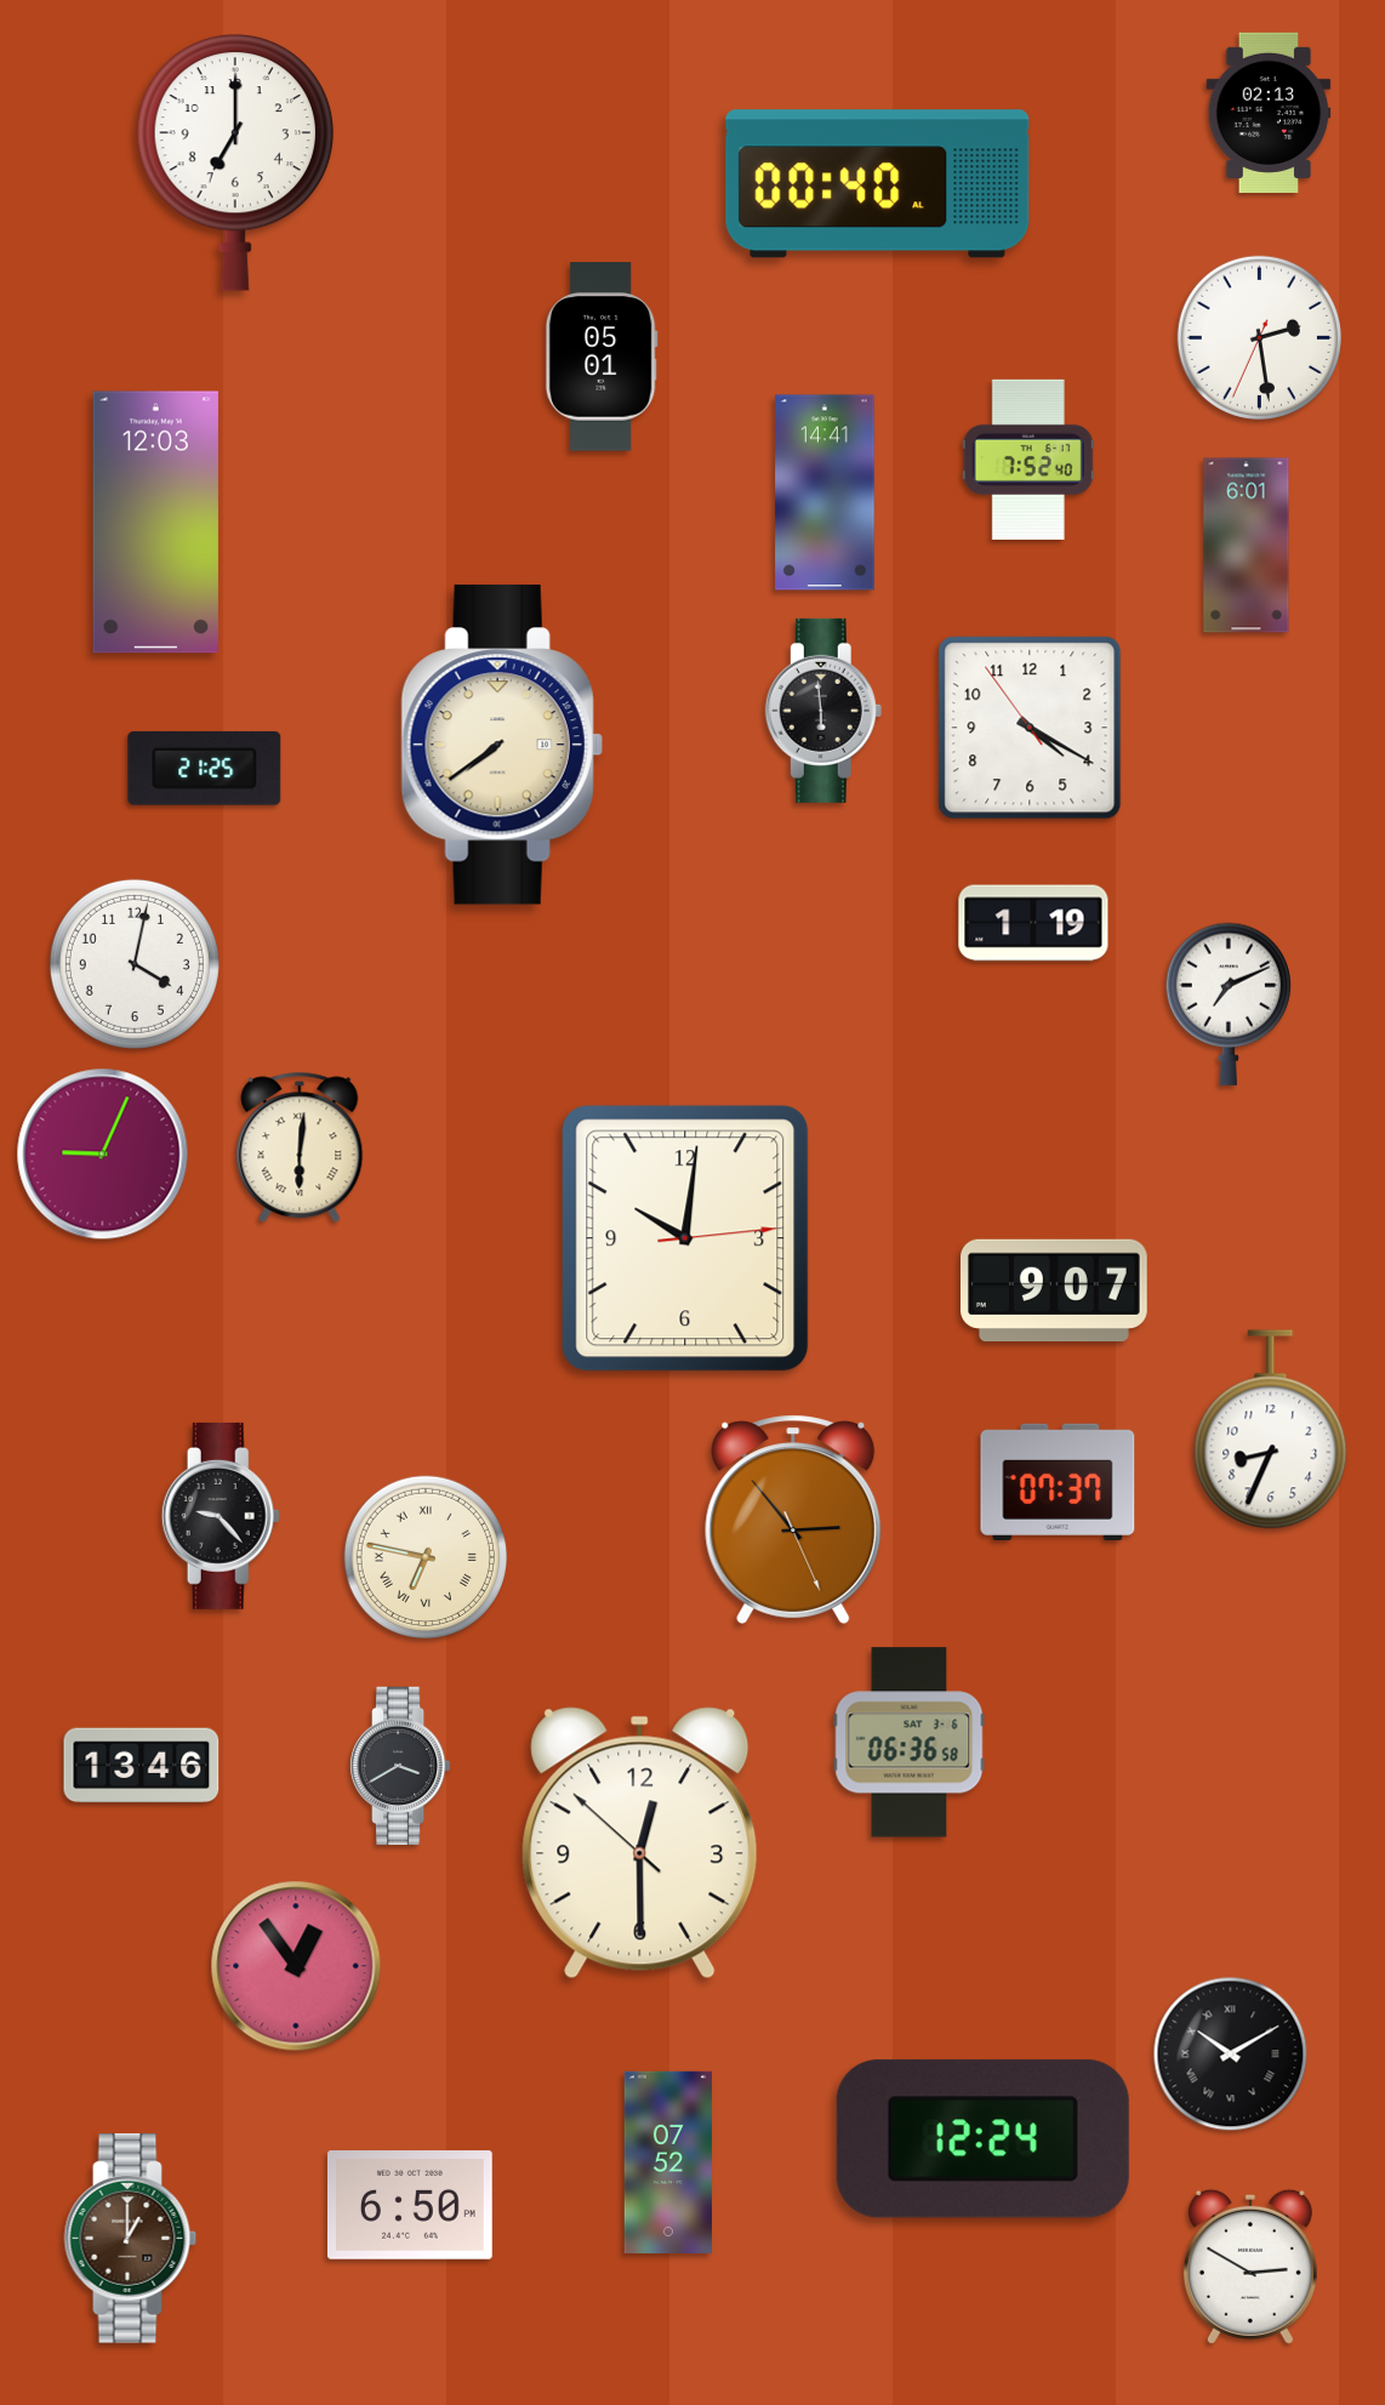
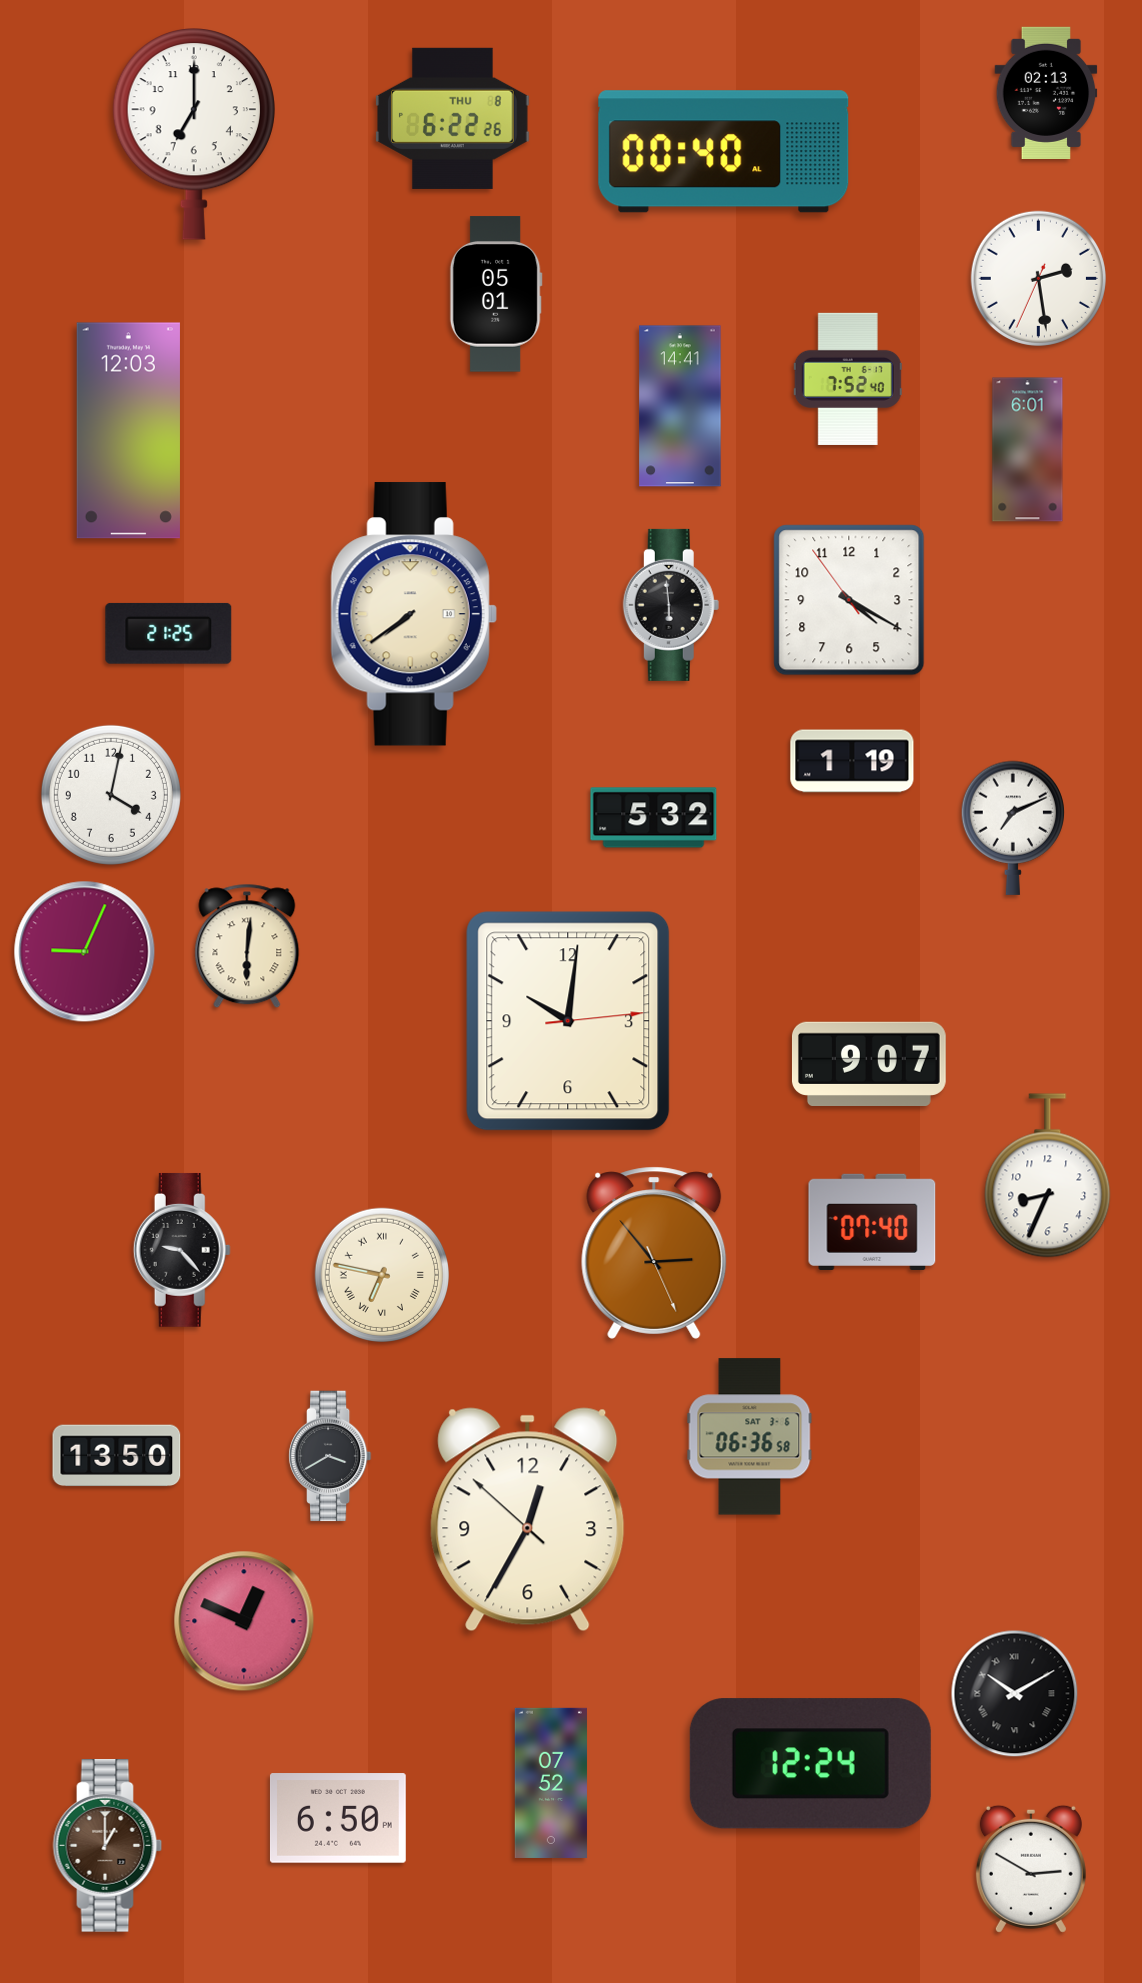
clock at (453, 118): none -> 6:22
clock at (823, 711) position: (823, 711) -> (671, 605)
clock at (654, 818): none -> 5:32
clock at (685, 1238) position: (685, 1238) -> (568, 1021)
clock at (1271, 1430) position: (1271, 1430) -> (1048, 1176)
clock at (1058, 1482): 07:37 -> 07:40
clock at (424, 1556) position: (424, 1556) -> (381, 1274)
clock at (142, 1766): 13:46 -> 13:50
clock at (640, 1843): 12:29 -> 12:34
clock at (296, 1966): 12:54 -> 12:49
